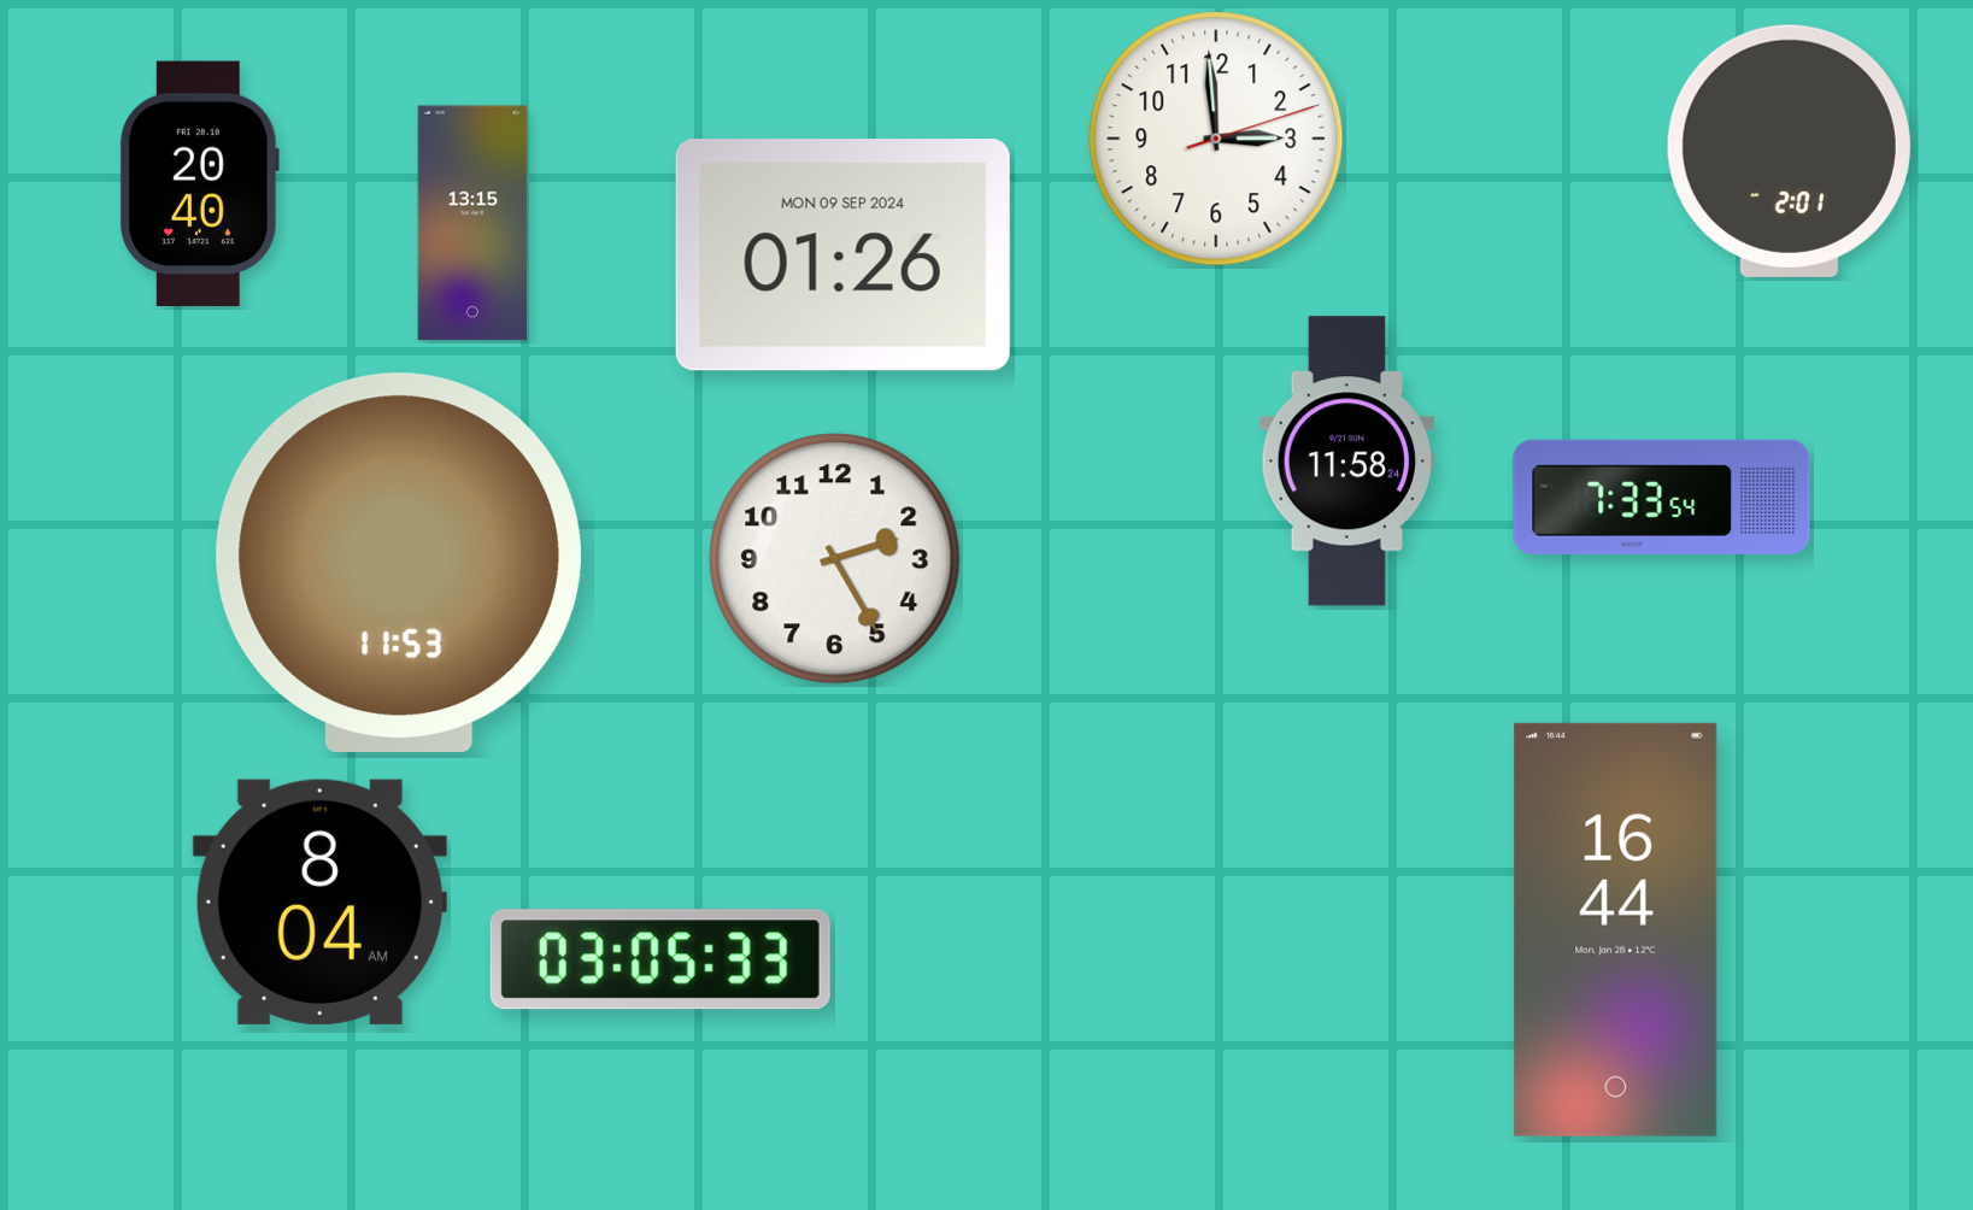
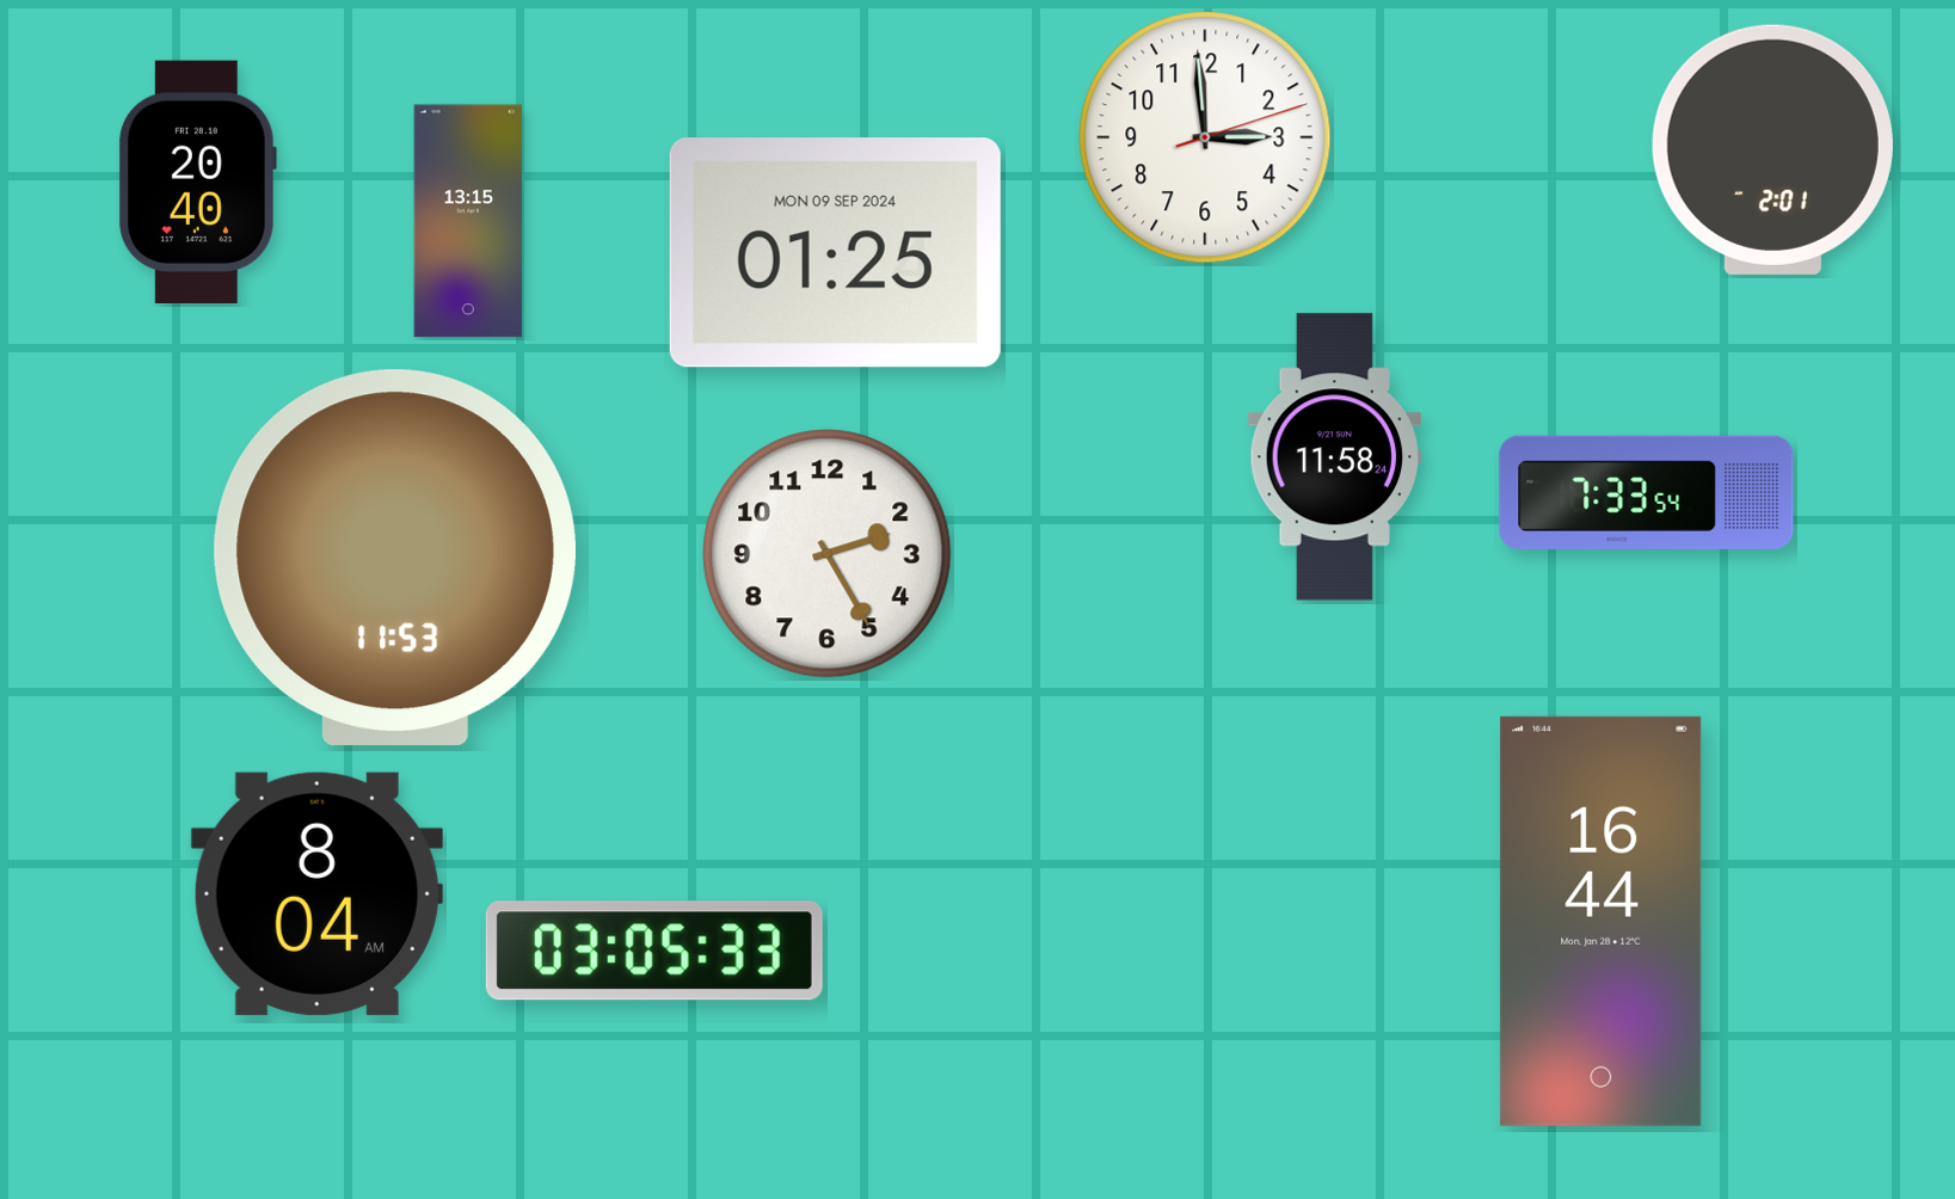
clock at (842, 255): 01:26 -> 01:25
